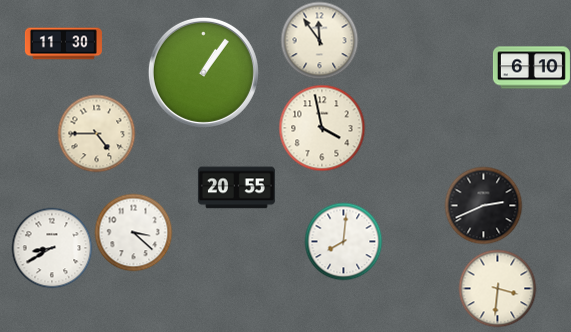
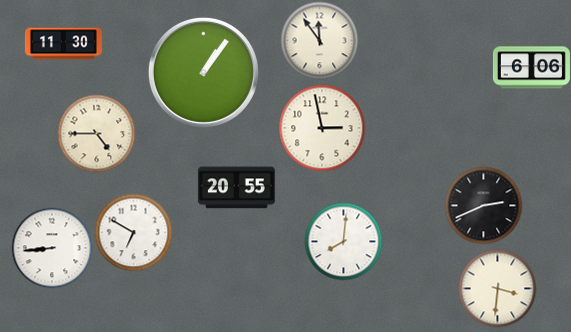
clock at (531, 68): 6:10 -> 6:06
clock at (322, 128): 3:58 -> 2:58
clock at (133, 232): 3:22 -> 6:50
clock at (52, 248): 8:40 -> 8:44
